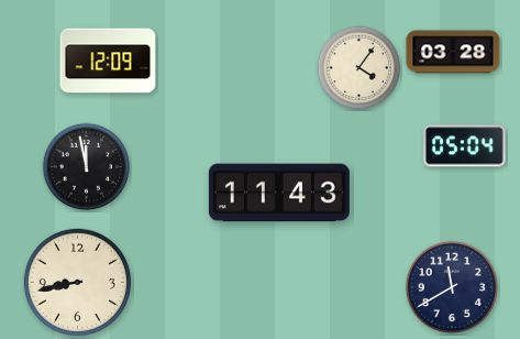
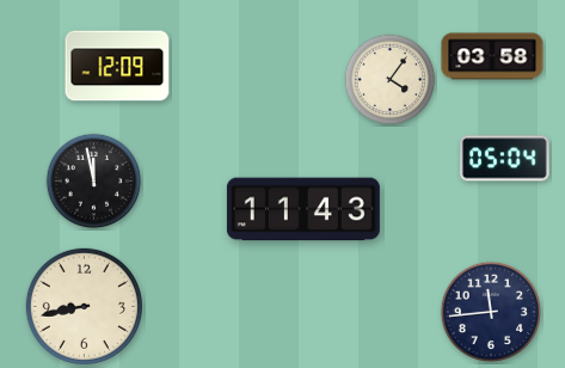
clock at (453, 52): 03:28 -> 03:58
clock at (359, 68) position: (359, 68) -> (391, 80)
clock at (452, 287): 11:40 -> 11:44
